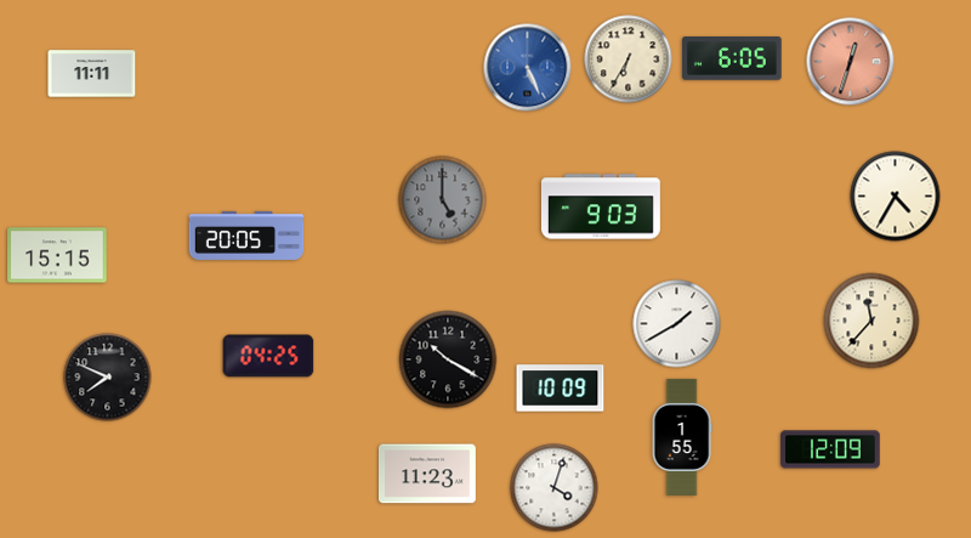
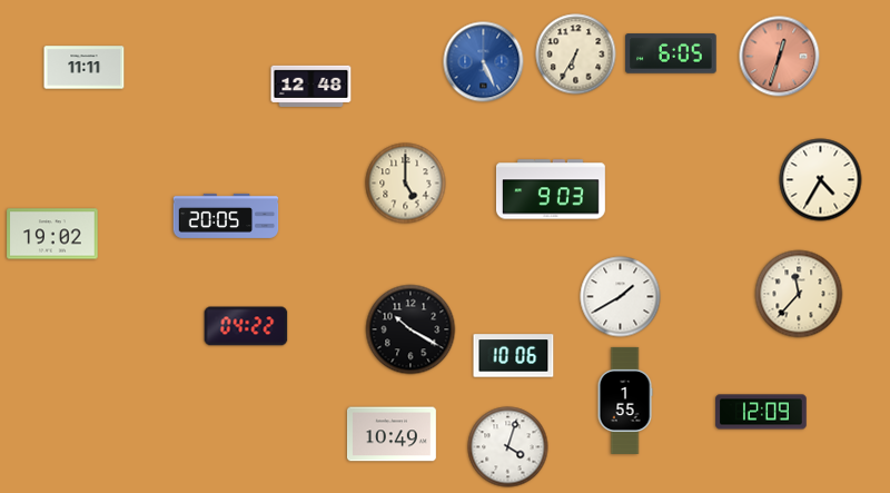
clock at (311, 86): none -> 12:48
clock at (443, 200) dial: grey -> cream
clock at (57, 255): 15:15 -> 19:02
clock at (268, 356): 04:25 -> 04:22
clock at (108, 378): 7:49 -> none
clock at (561, 389): 10:09 -> 10:06
clock at (427, 474): 11:23 -> 10:49
